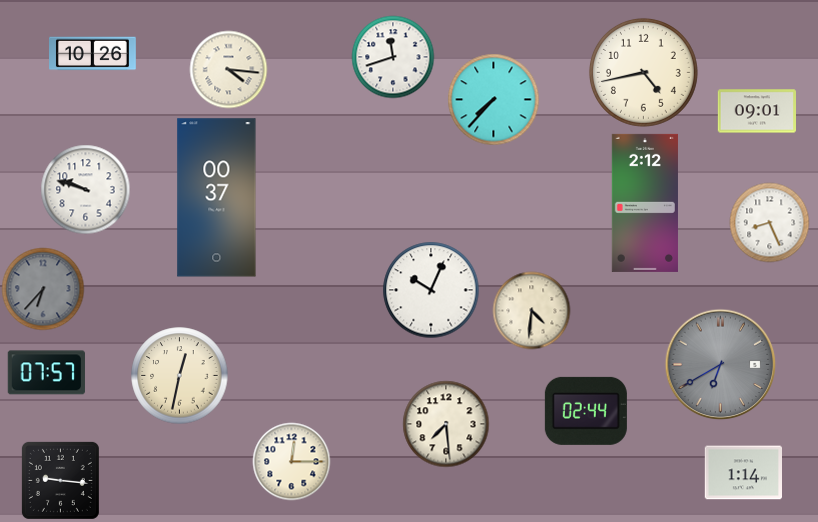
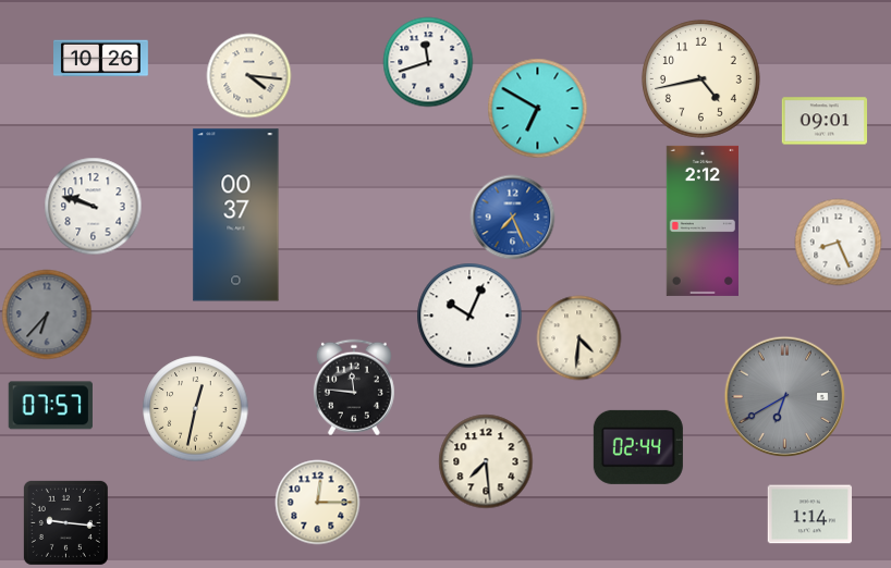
clock at (493, 99): 7:37 -> 6:50
clock at (512, 217): none -> 7:26
clock at (354, 387): none -> 11:46
